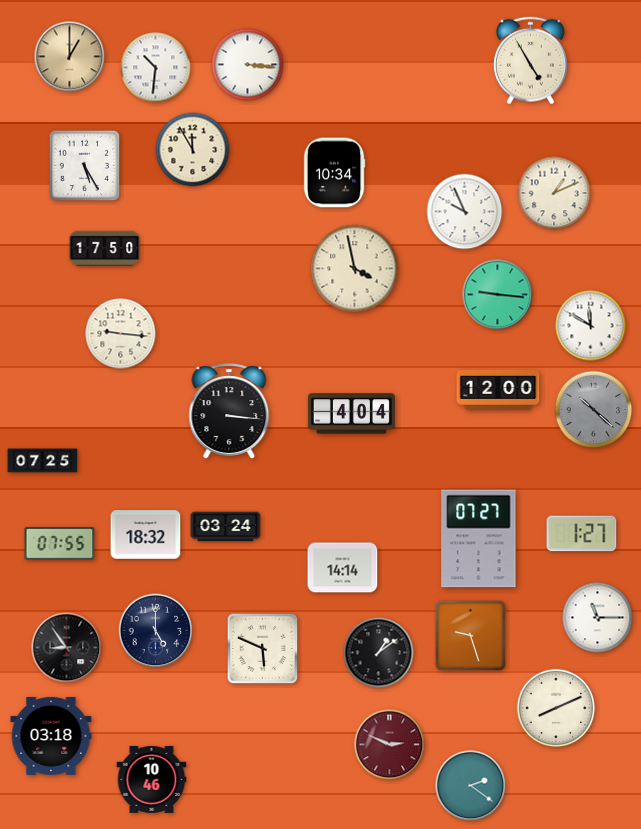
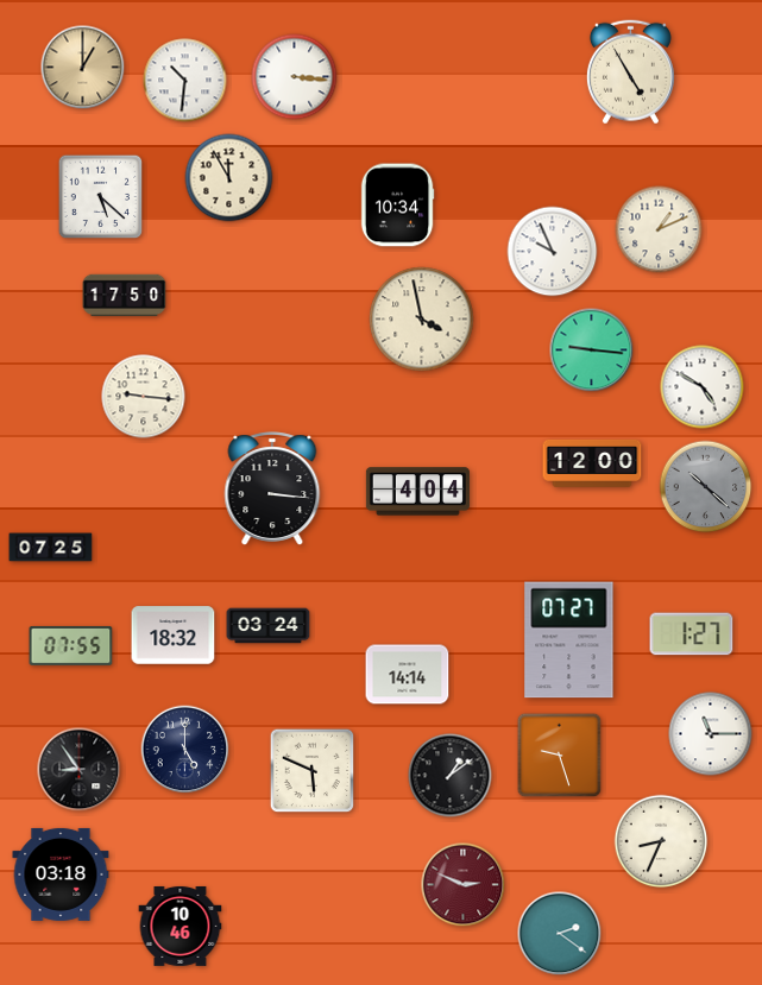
clock at (85, 166): 5:25 -> 5:22
clock at (591, 326): 11:50 -> 4:50
clock at (556, 708): 8:11 -> 8:34
